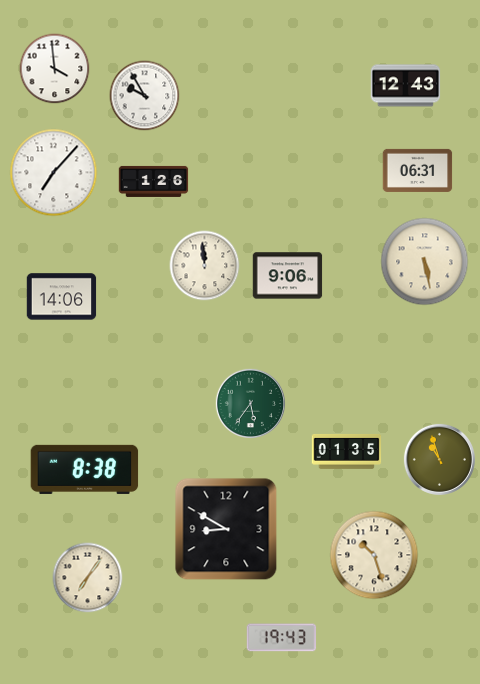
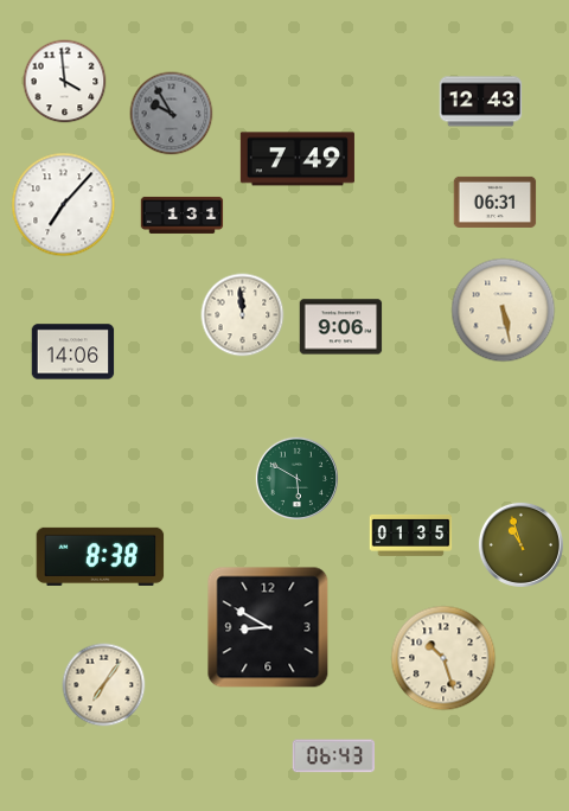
clock at (145, 96) dial: white -> grey
clock at (298, 159): none -> 7:49
clock at (154, 181): 1:26 -> 1:31
clock at (250, 403): 5:36 -> 5:50
clock at (282, 638): 19:43 -> 06:43
